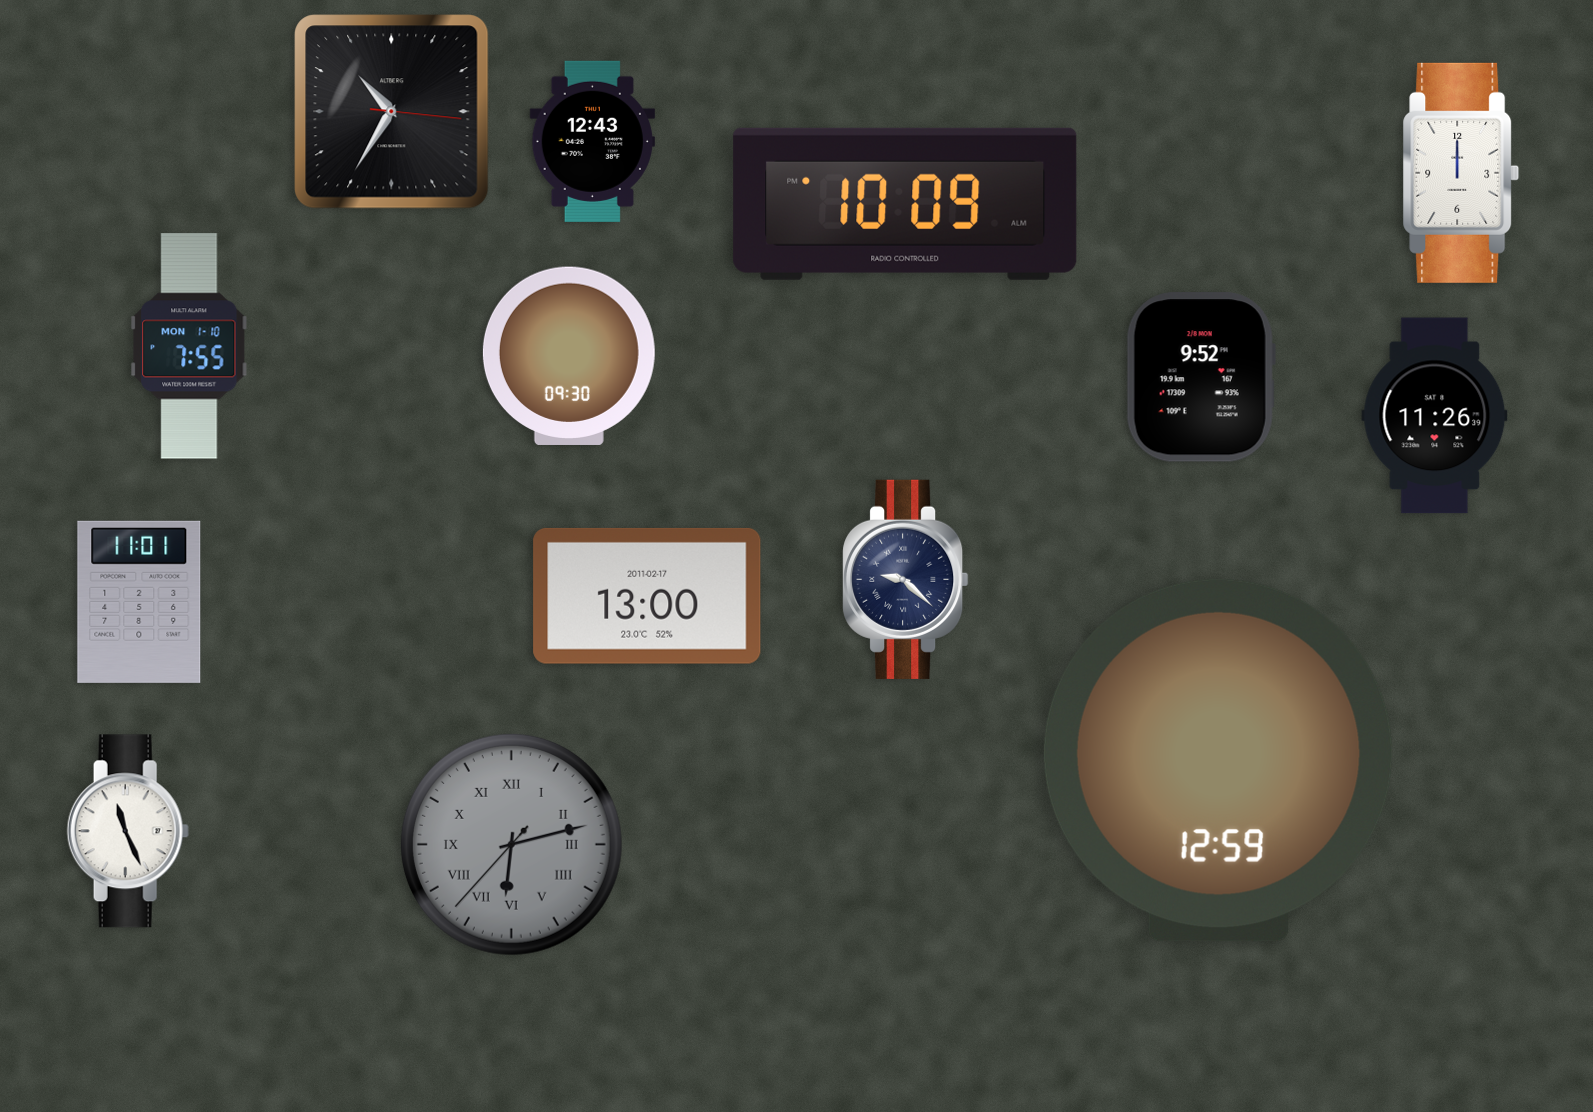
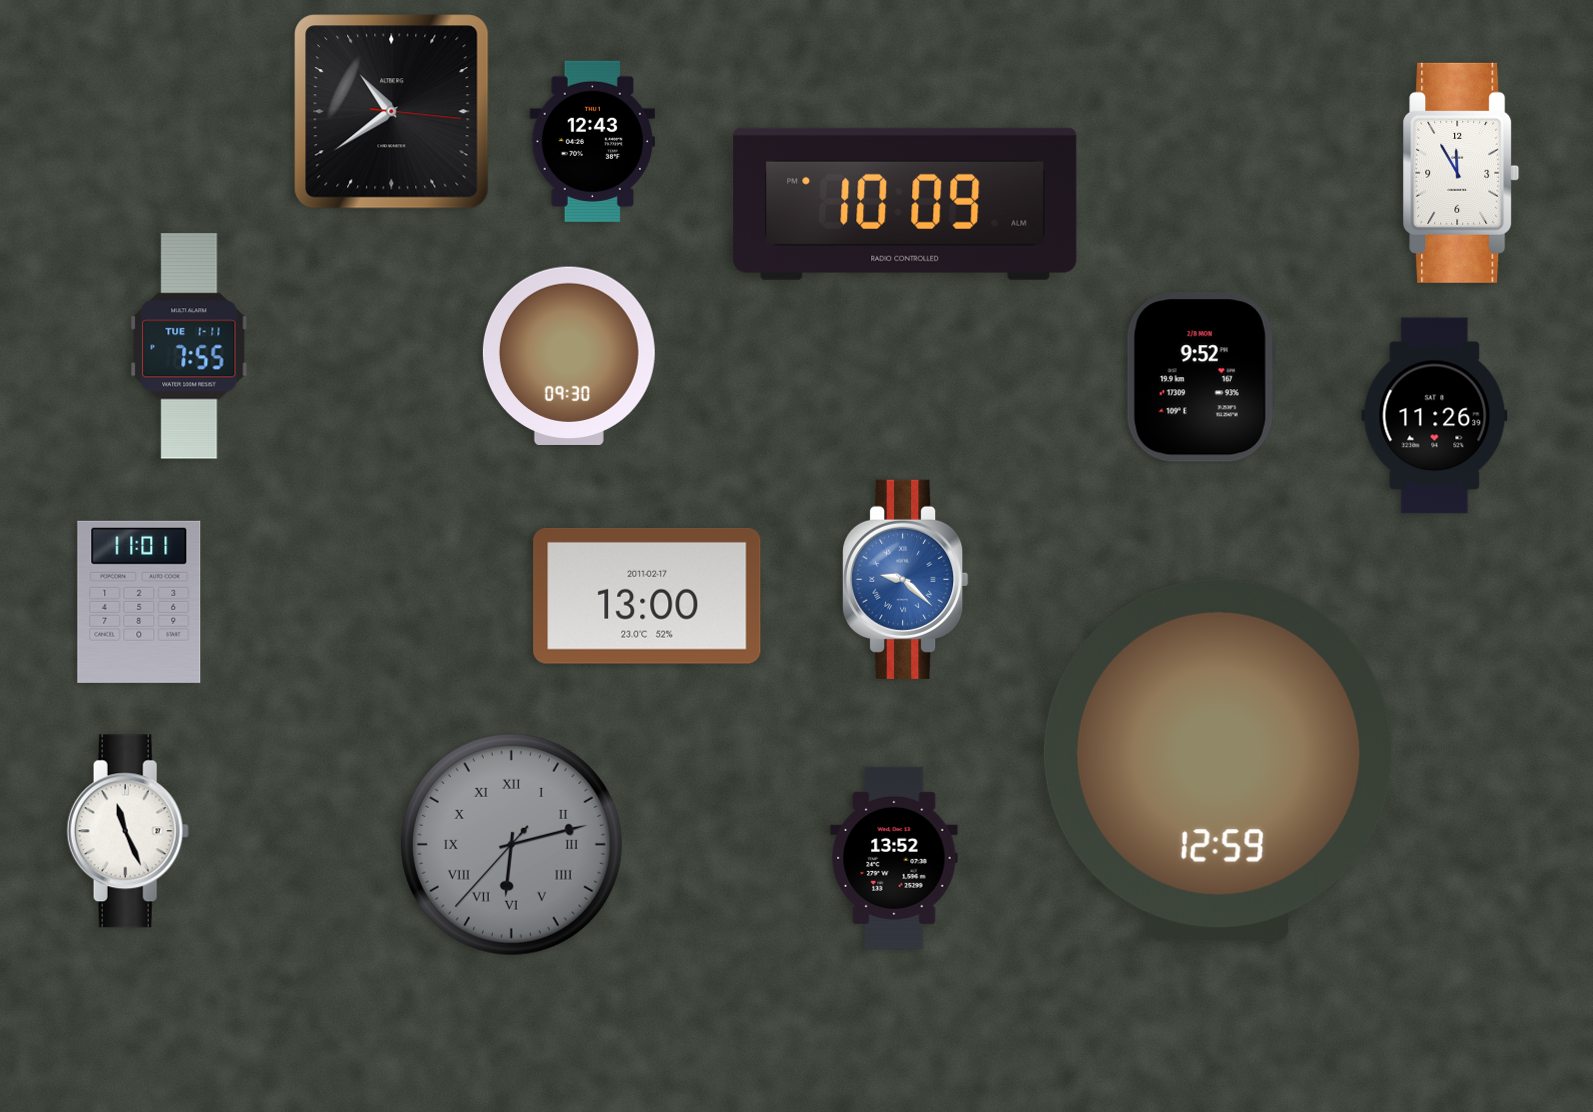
clock at (392, 112): 10:35 -> 10:39
clock at (1461, 173): 12:00 -> 11:55
clock at (189, 346) date: MON 1-10 -> TUE 1-11
clock at (906, 579) dial: navy -> blue
clock at (894, 858): none -> 13:52
